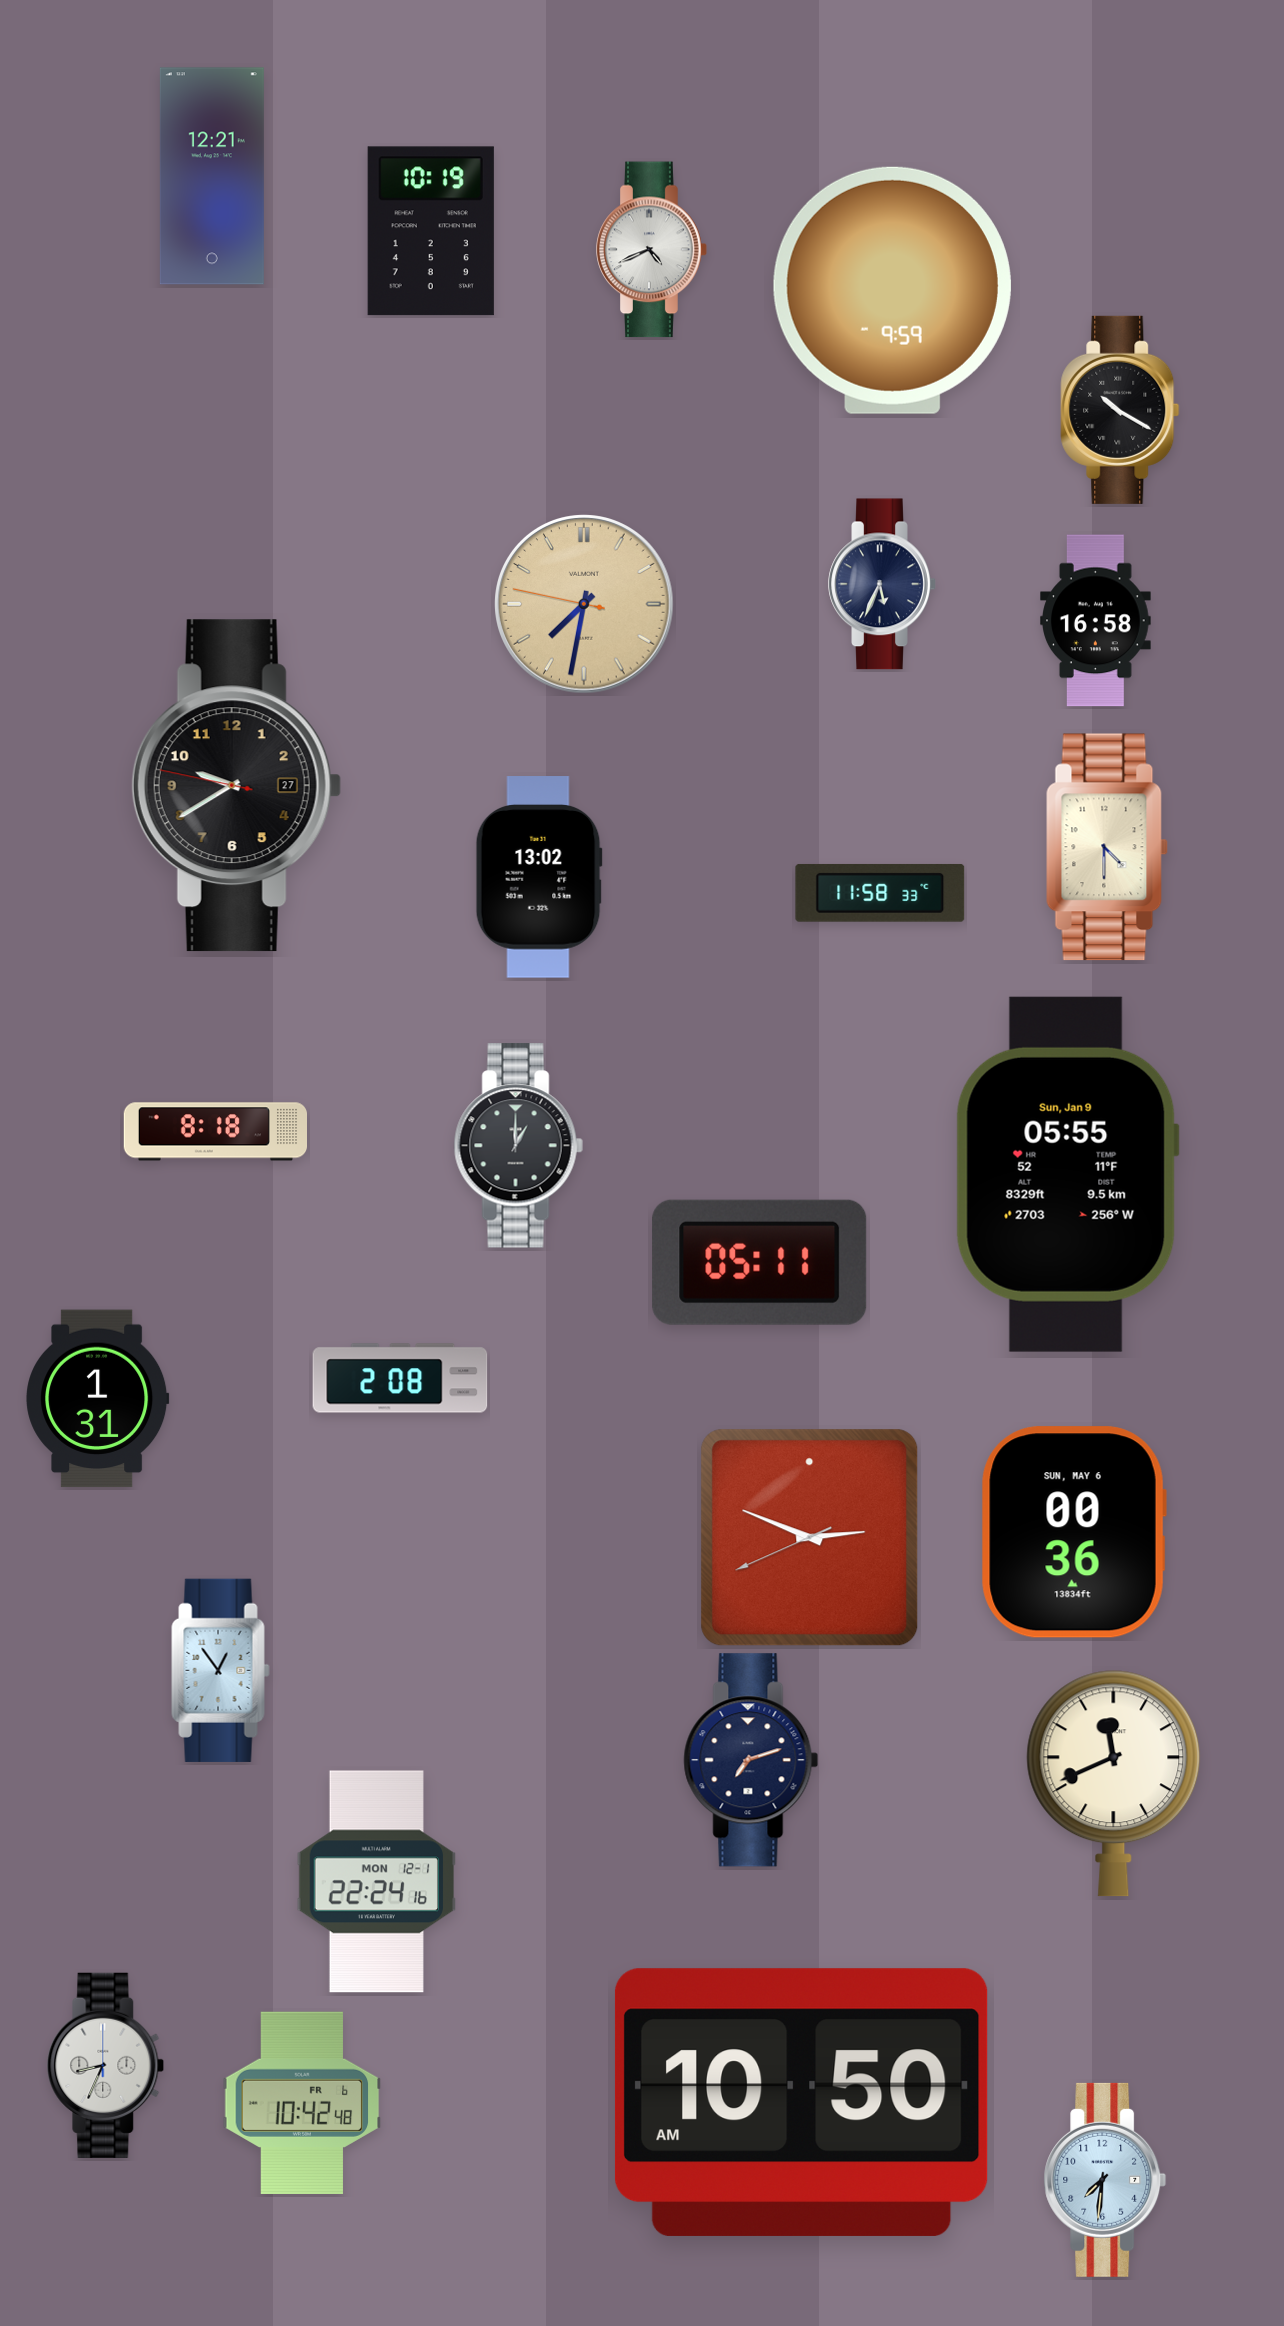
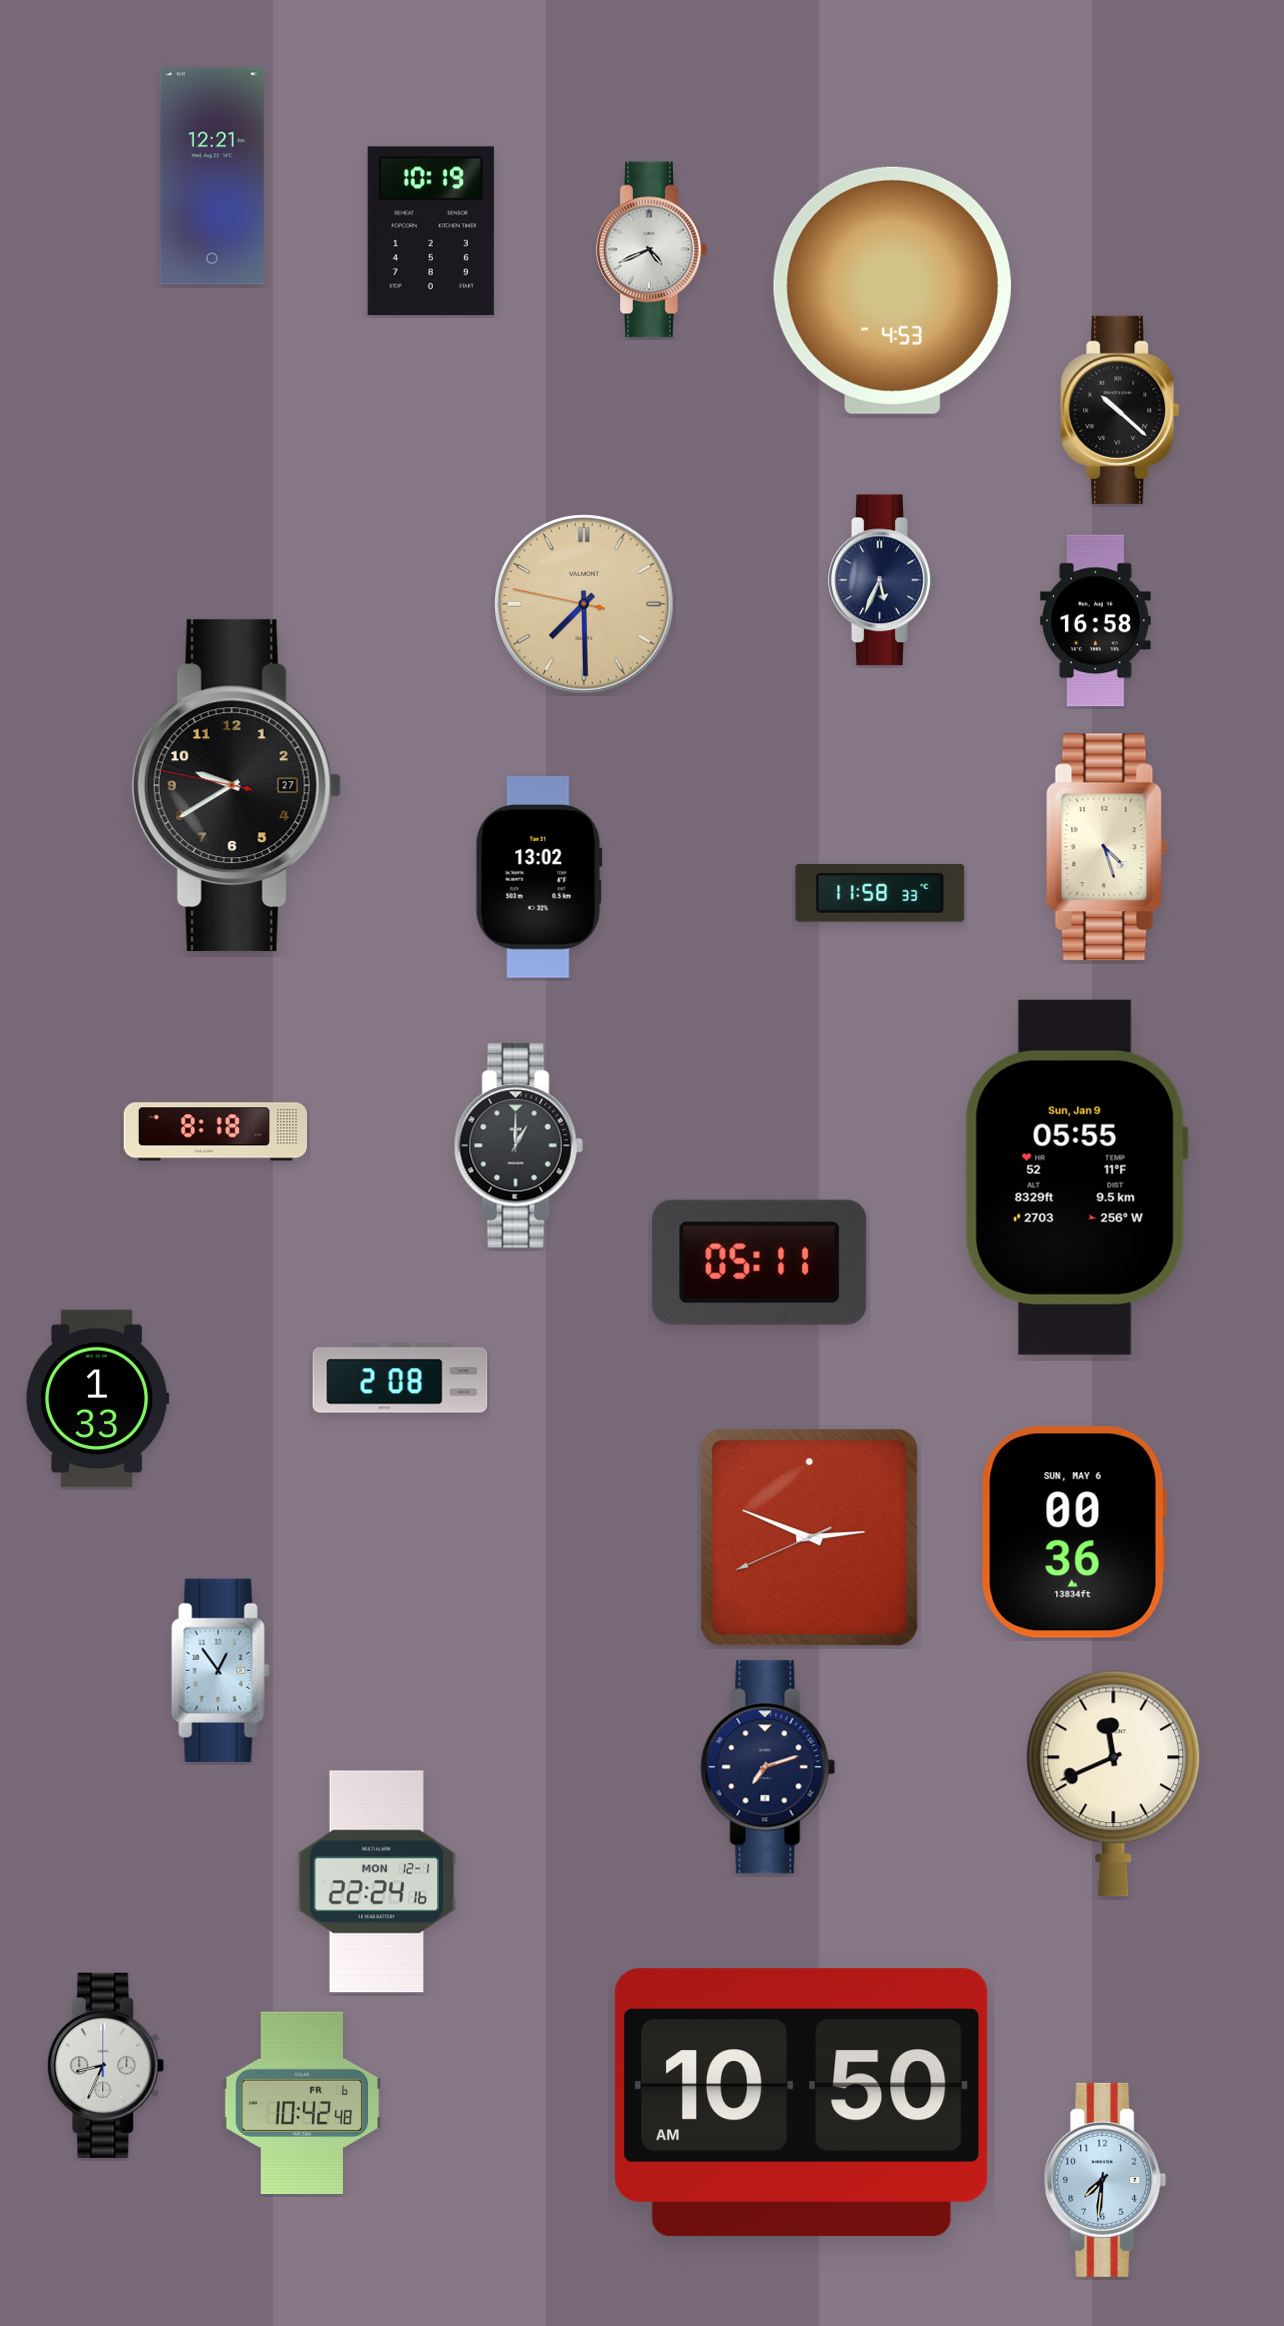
clock at (892, 290): 9:59 -> 4:53
clock at (1120, 410): 10:20 -> 10:22
clock at (882, 584) position: (882, 584) -> (882, 580)
clock at (584, 604): 7:31 -> 7:29
clock at (1107, 847): 4:30 -> 4:27
clock at (1067, 1174) position: (1067, 1174) -> (1076, 1177)
clock at (98, 1399): 1:31 -> 1:33
clock at (751, 1760) position: (751, 1760) -> (768, 1767)
